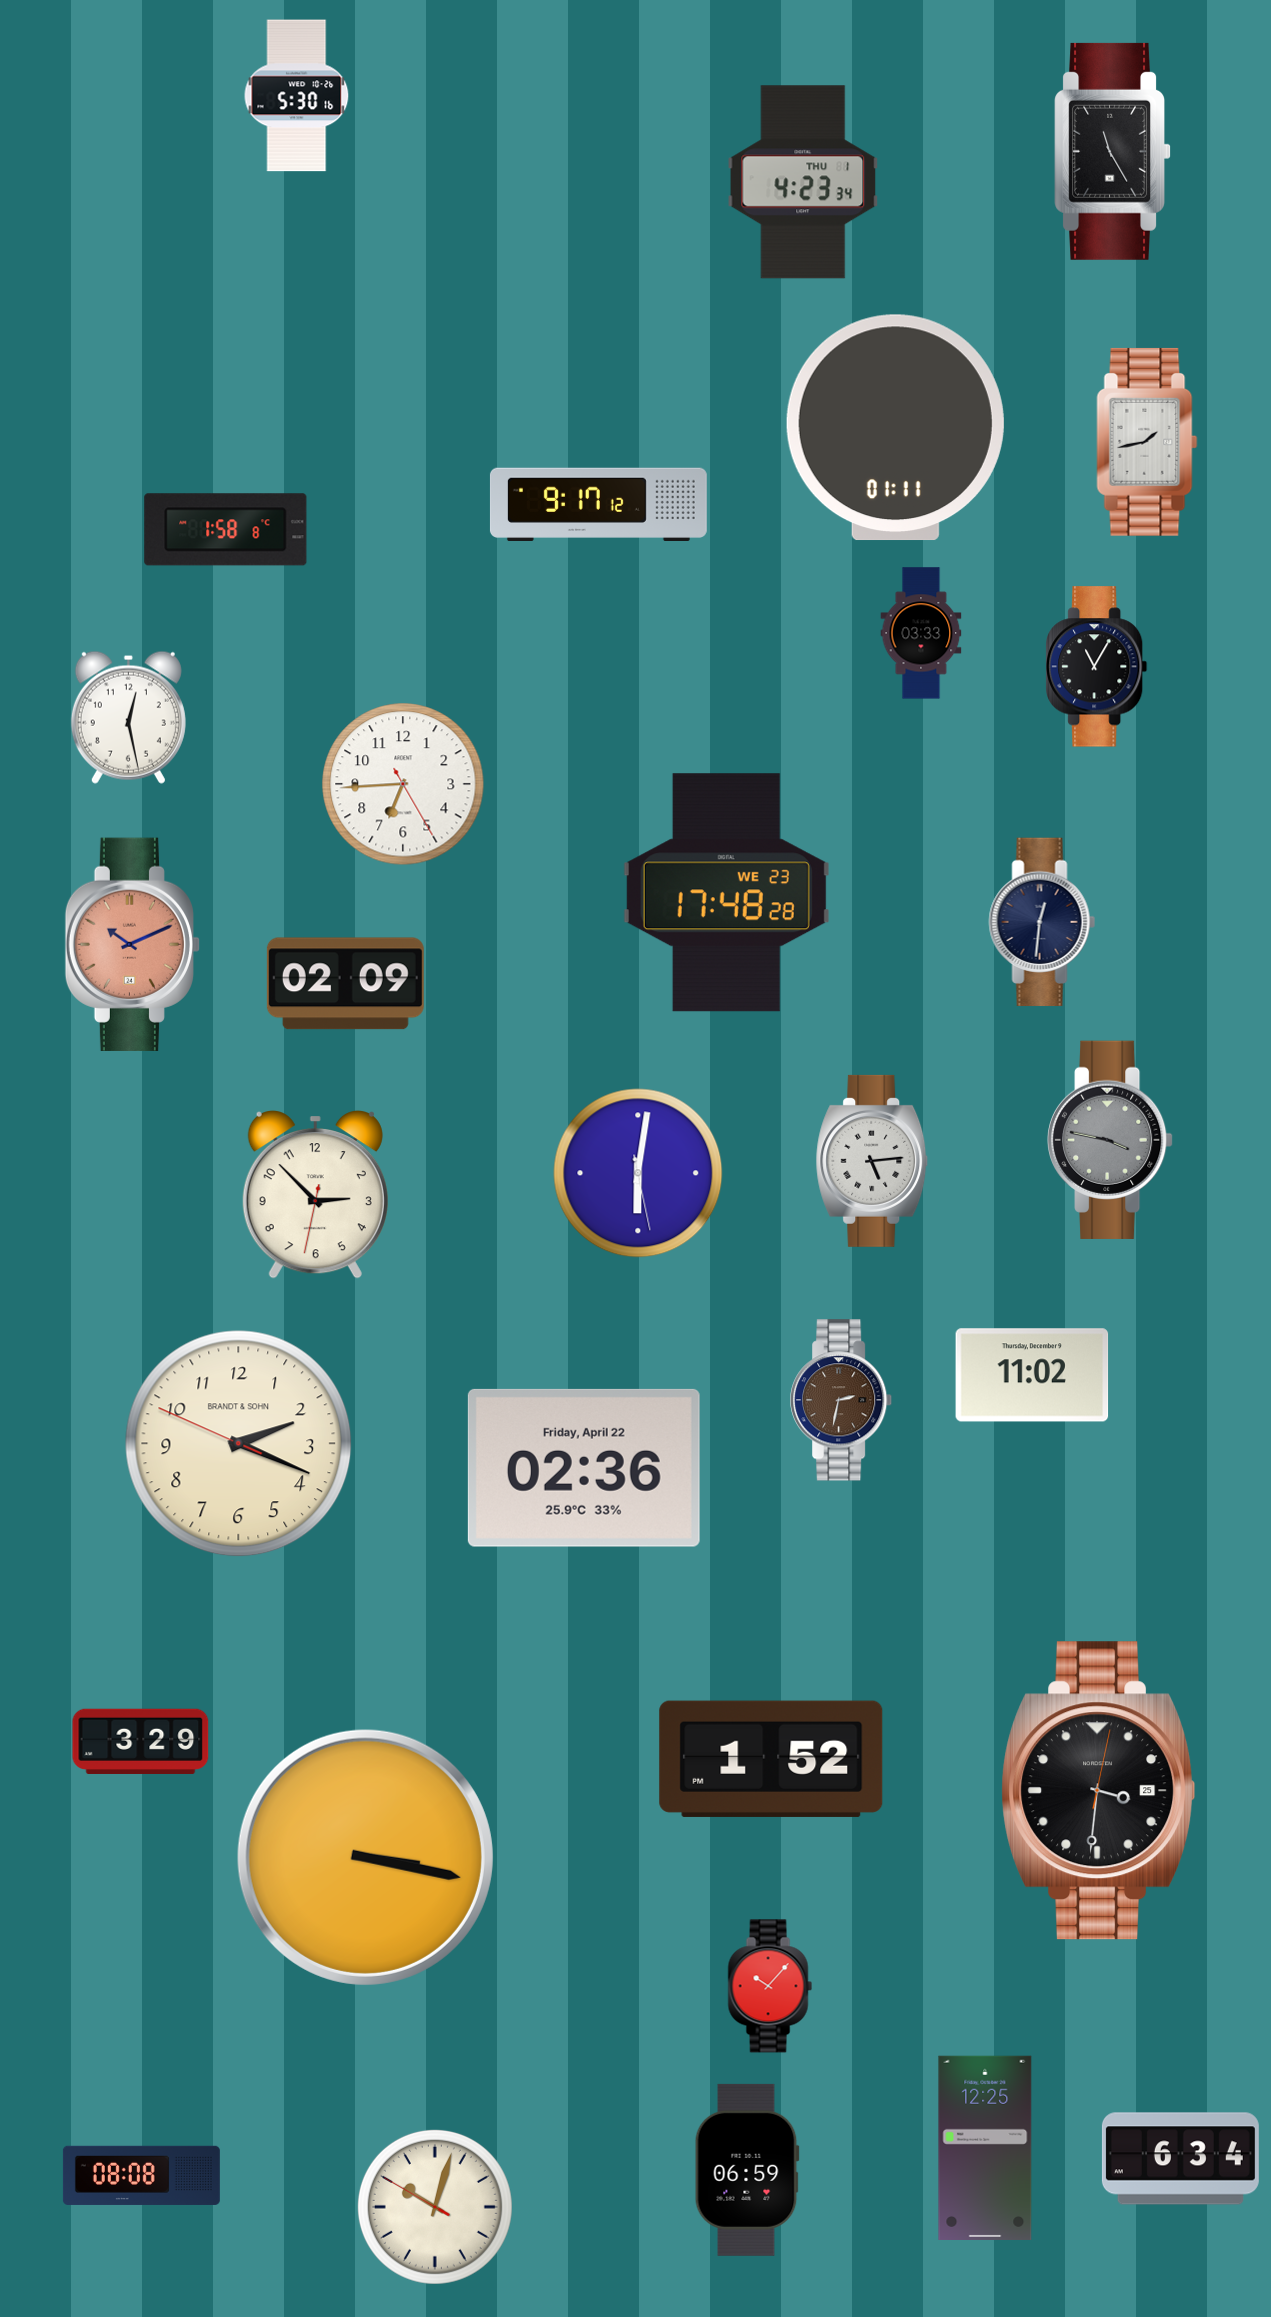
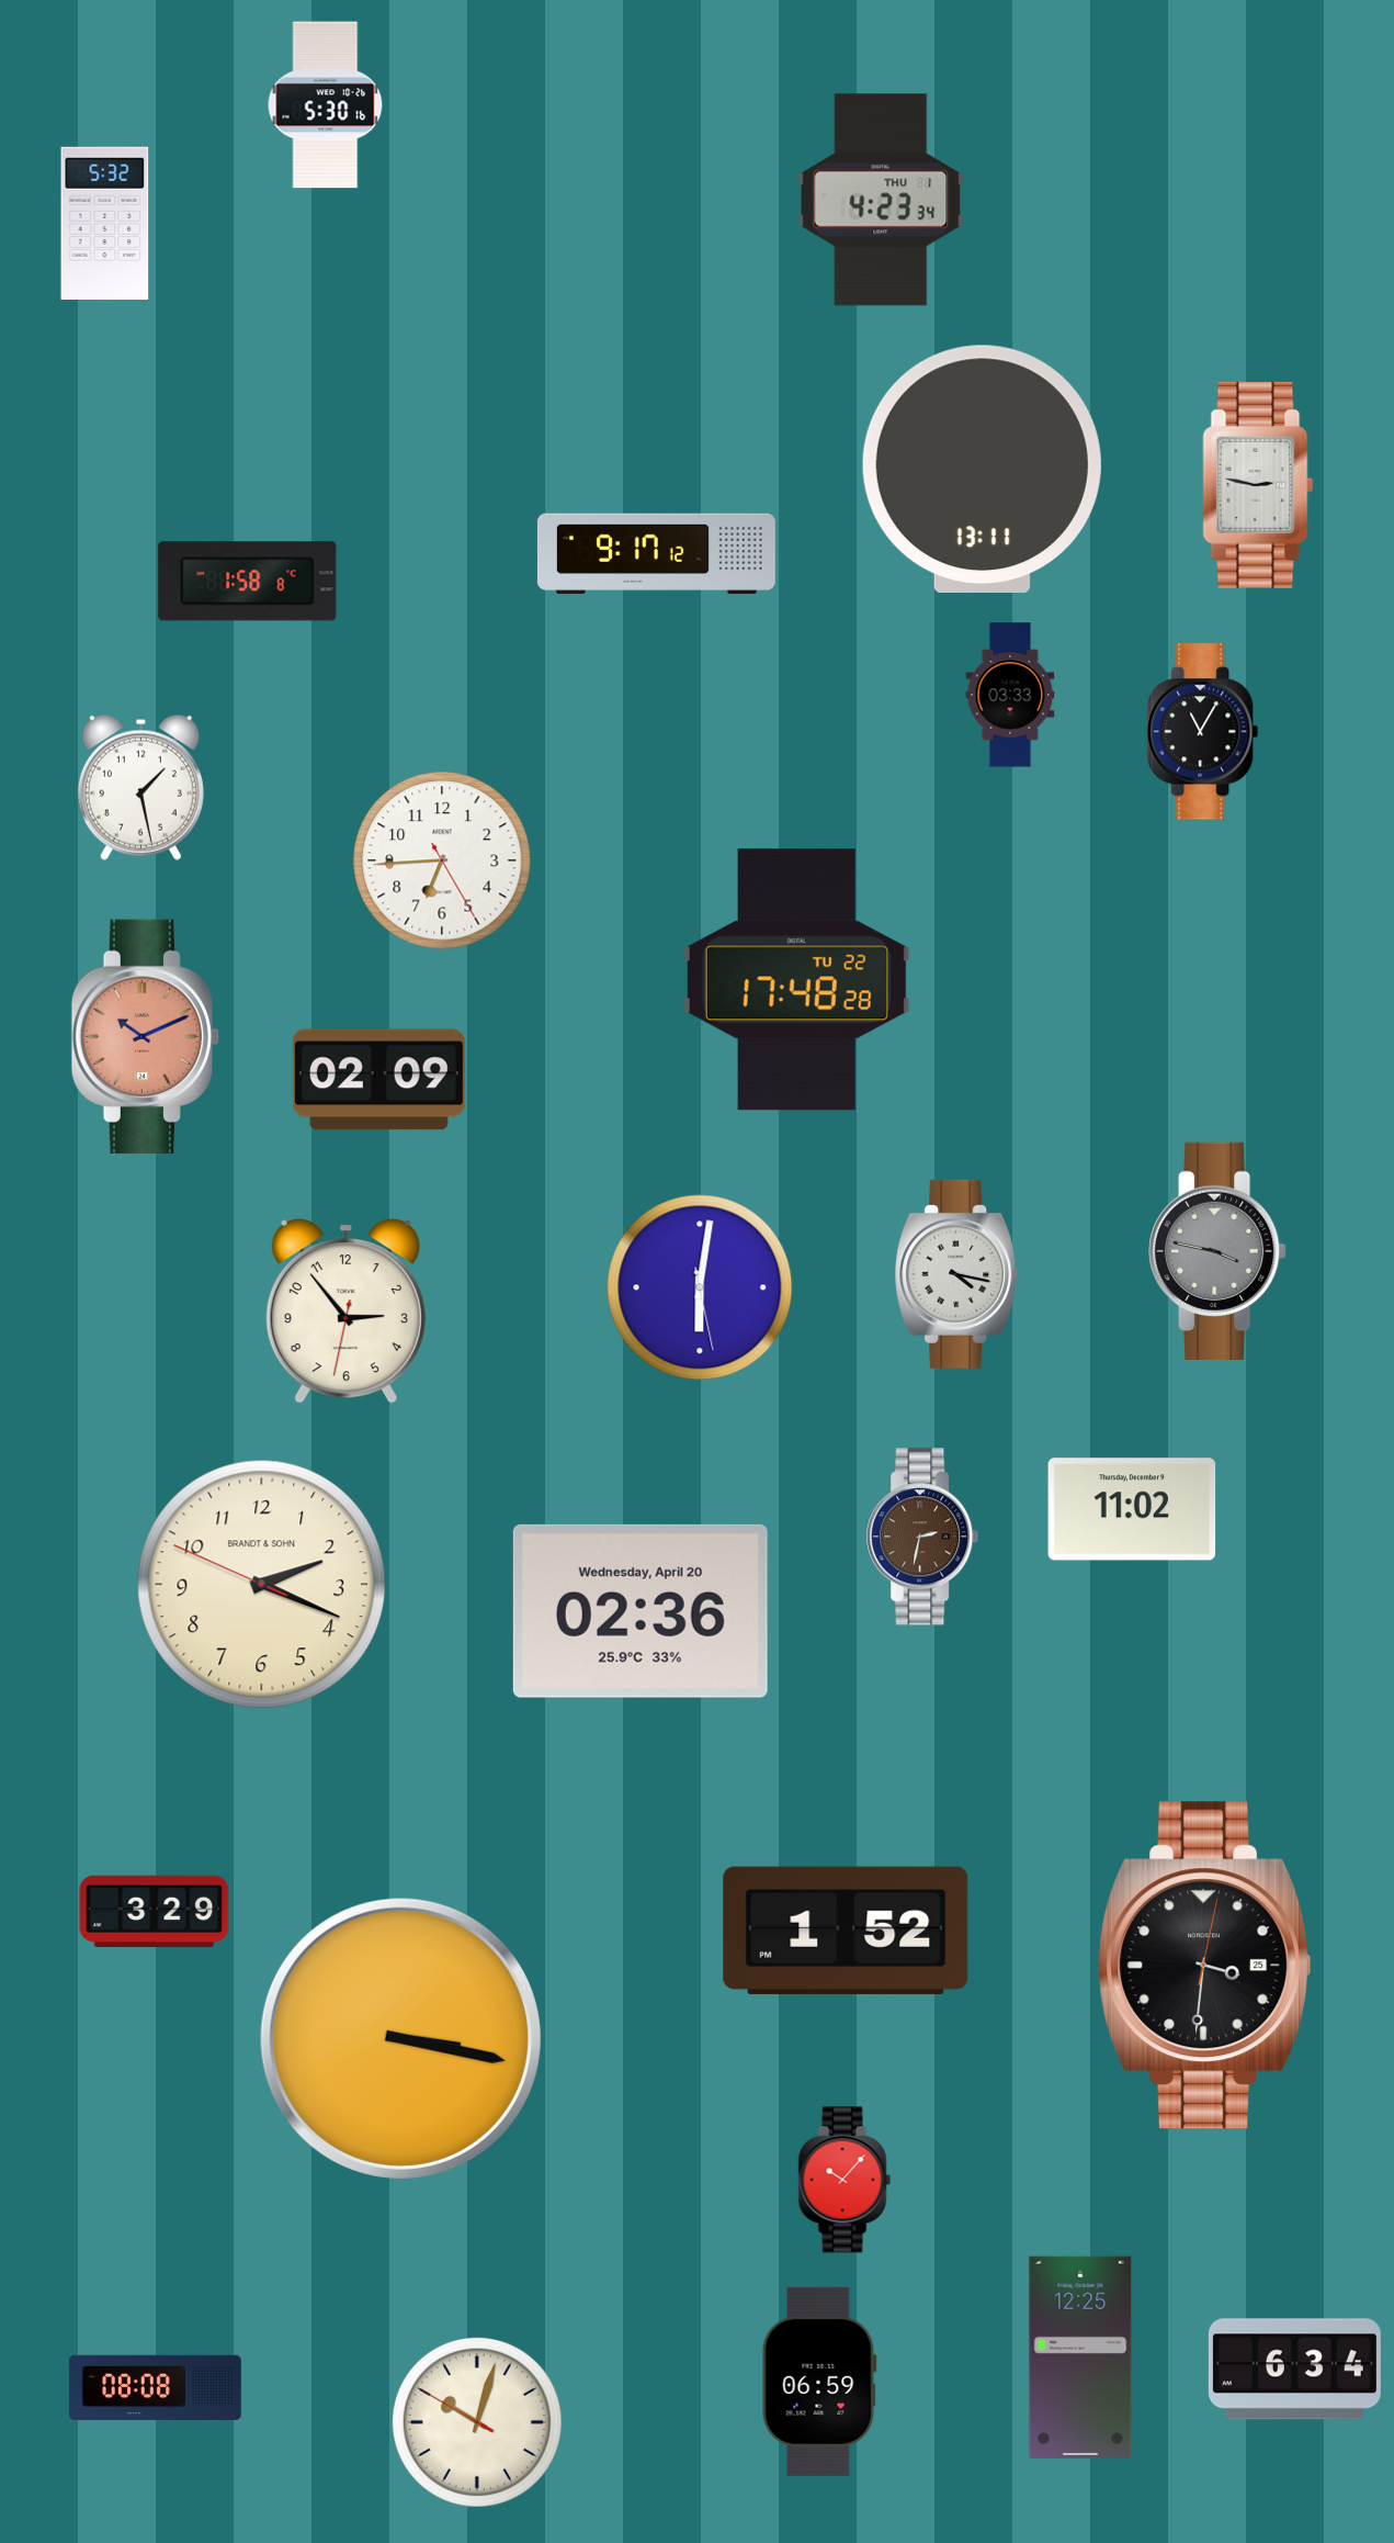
clock at (1112, 151): 11:25 -> none
clock at (105, 223): none -> 5:32
clock at (895, 428): 01:11 -> 13:11
clock at (1147, 442): 1:43 -> 2:47
clock at (128, 717): 12:28 -> 1:28
clock at (726, 893) date: WE 23 -> TU 22
clock at (1042, 922): 12:31 -> none
clock at (872, 1161): 5:14 -> 4:17
clock at (315, 1195): 2:52 -> 2:53
clock at (584, 1468) date: Friday, April 22 -> Wednesday, April 20
